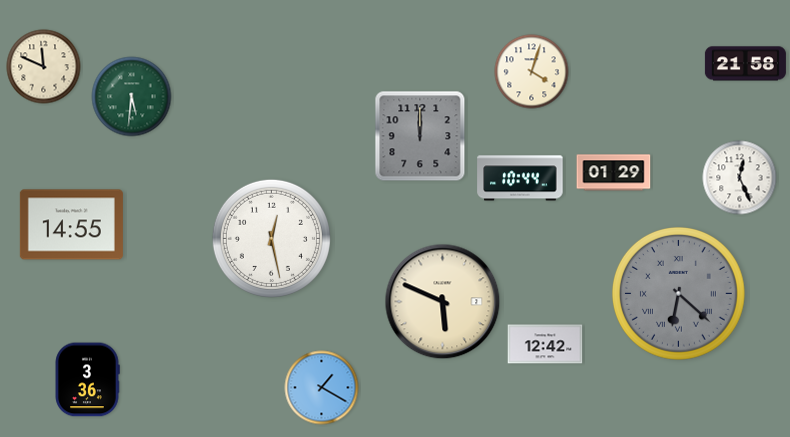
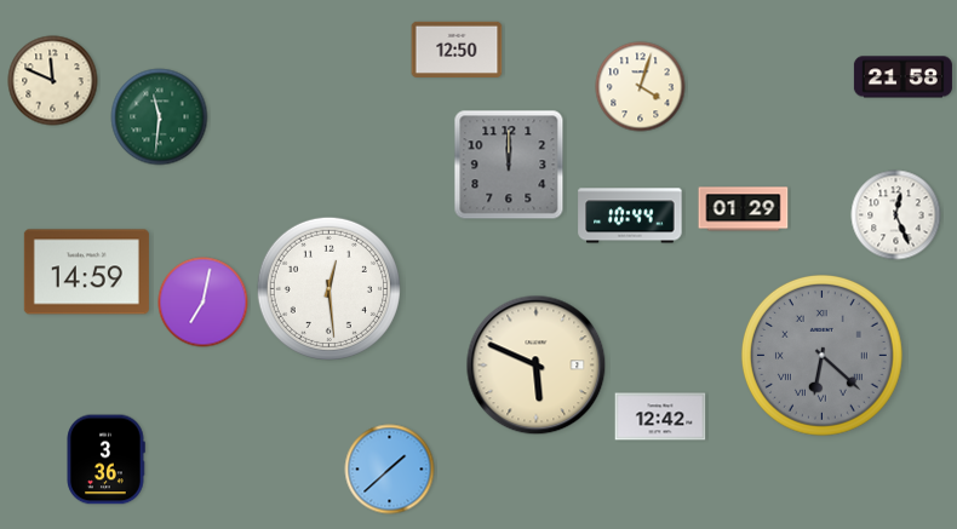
clock at (457, 50): none -> 12:50
clock at (532, 72) position: (532, 72) -> (641, 87)
clock at (132, 97): 5:31 -> 11:31
clock at (71, 225): 14:55 -> 14:59
clock at (271, 238): 12:28 -> 12:29
clock at (204, 303): none -> 7:02
clock at (322, 388): 1:20 -> 1:38
